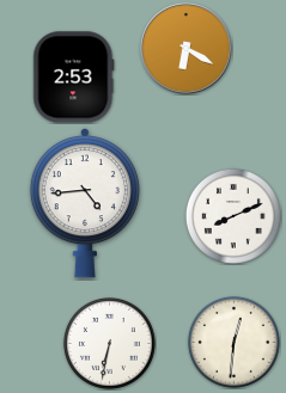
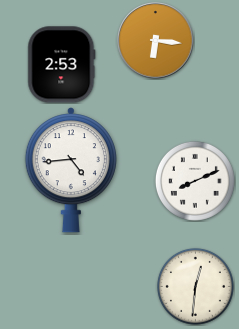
clock at (187, 49): 6:20 -> 6:16
clock at (109, 343): 6:32 -> none
